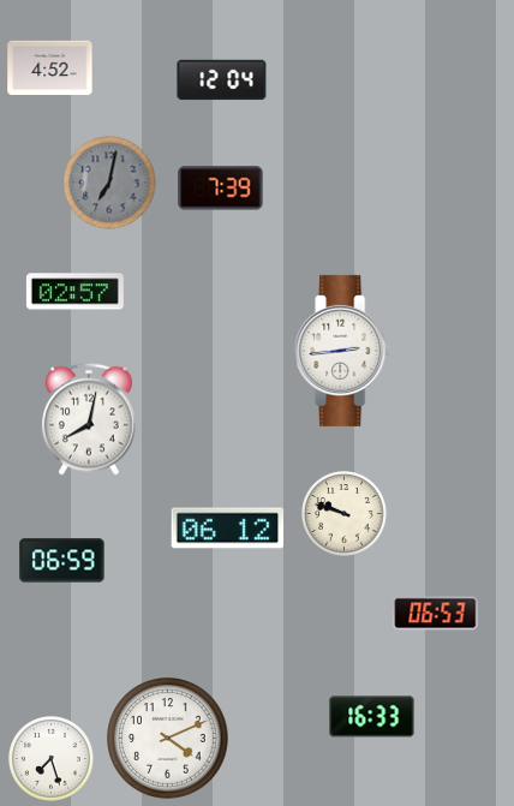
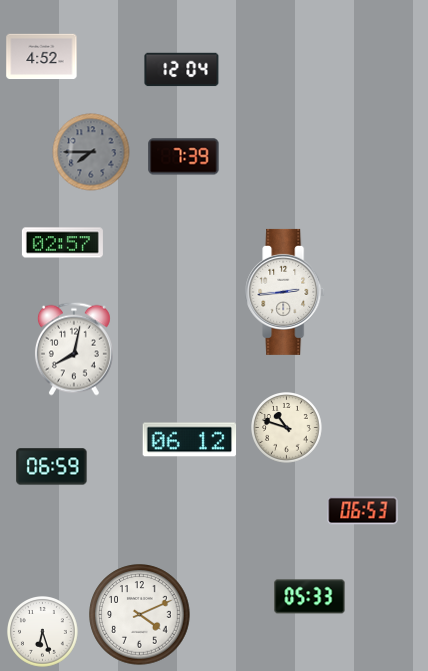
clock at (222, 80) position: (222, 80) -> (182, 70)
clock at (109, 183): 7:02 -> 7:45
clock at (345, 514): 9:48 -> 10:48
clock at (372, 717): 16:33 -> 05:33
clock at (52, 759): 7:27 -> 6:27
